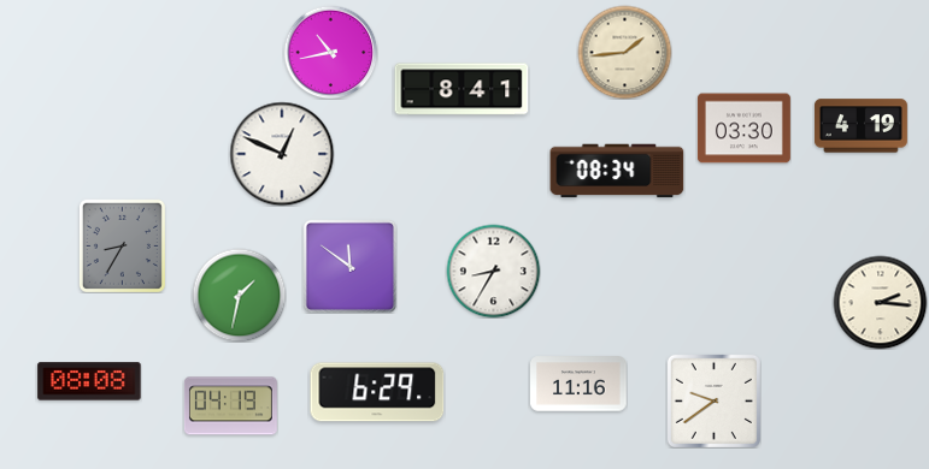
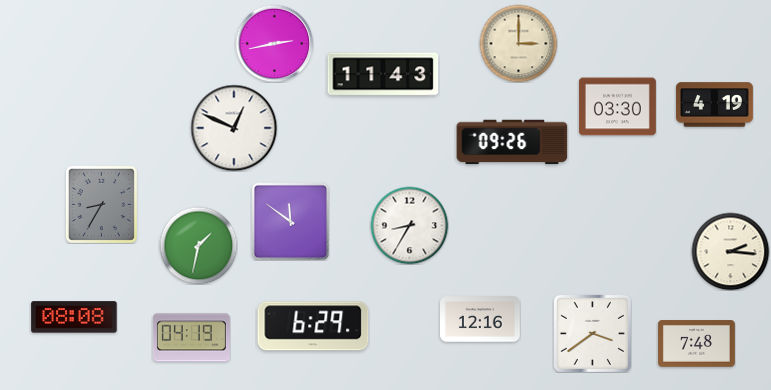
clock at (330, 52): 10:43 -> 2:43
clock at (624, 52): 1:44 -> 3:00
clock at (461, 89): 8:41 -> 11:43
clock at (617, 171): 08:34 -> 09:26
clock at (580, 384): 11:16 -> 12:16
clock at (713, 400): 9:39 -> 3:39
clock at (696, 344): none -> 7:48
